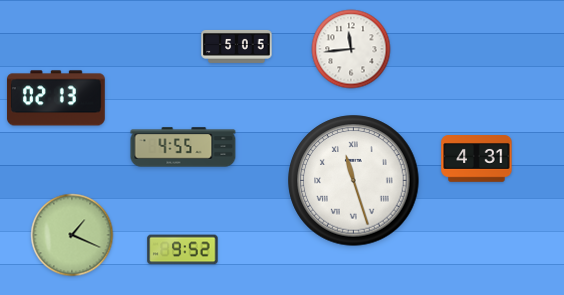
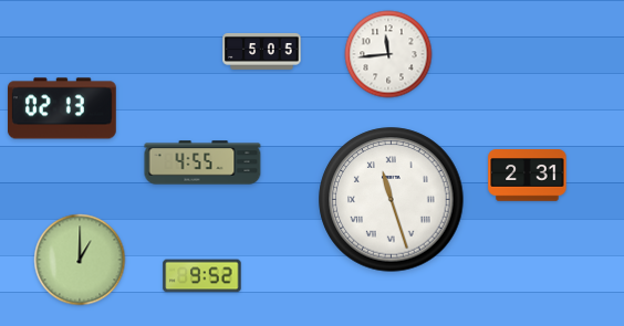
clock at (477, 159): 4:31 -> 2:31
clock at (72, 235): 1:19 -> 1:00
